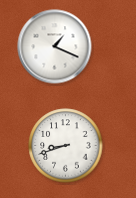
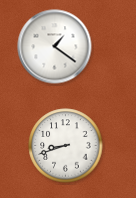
clock at (55, 47): 1:19 -> 1:21
